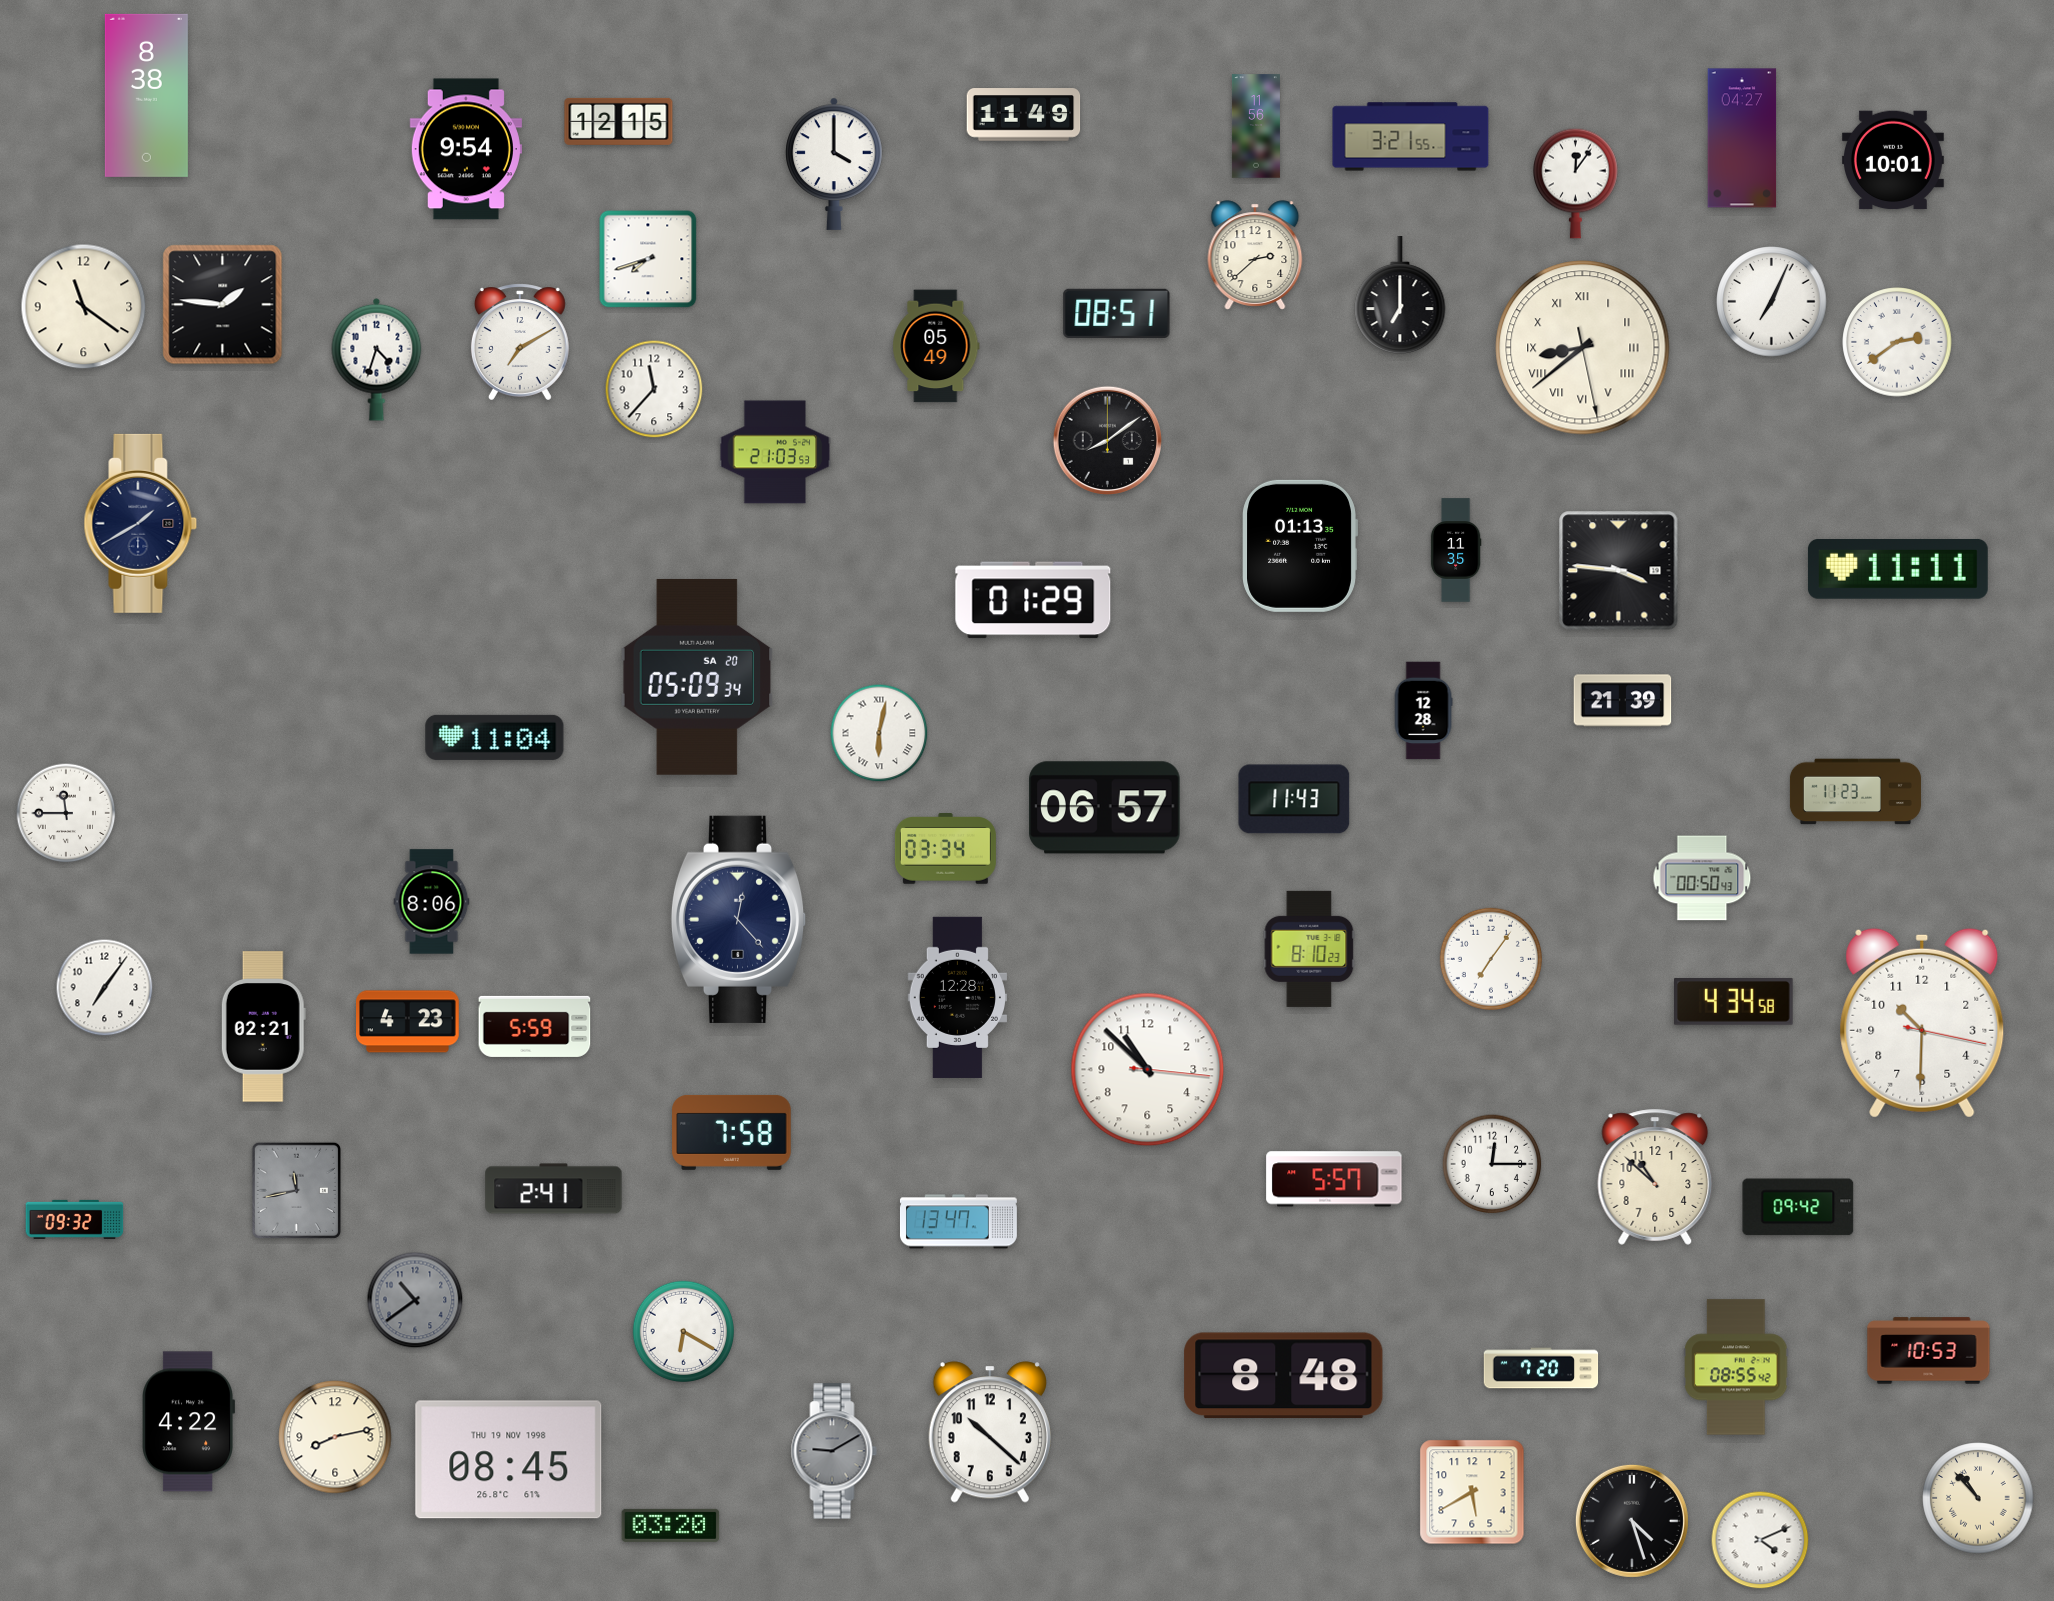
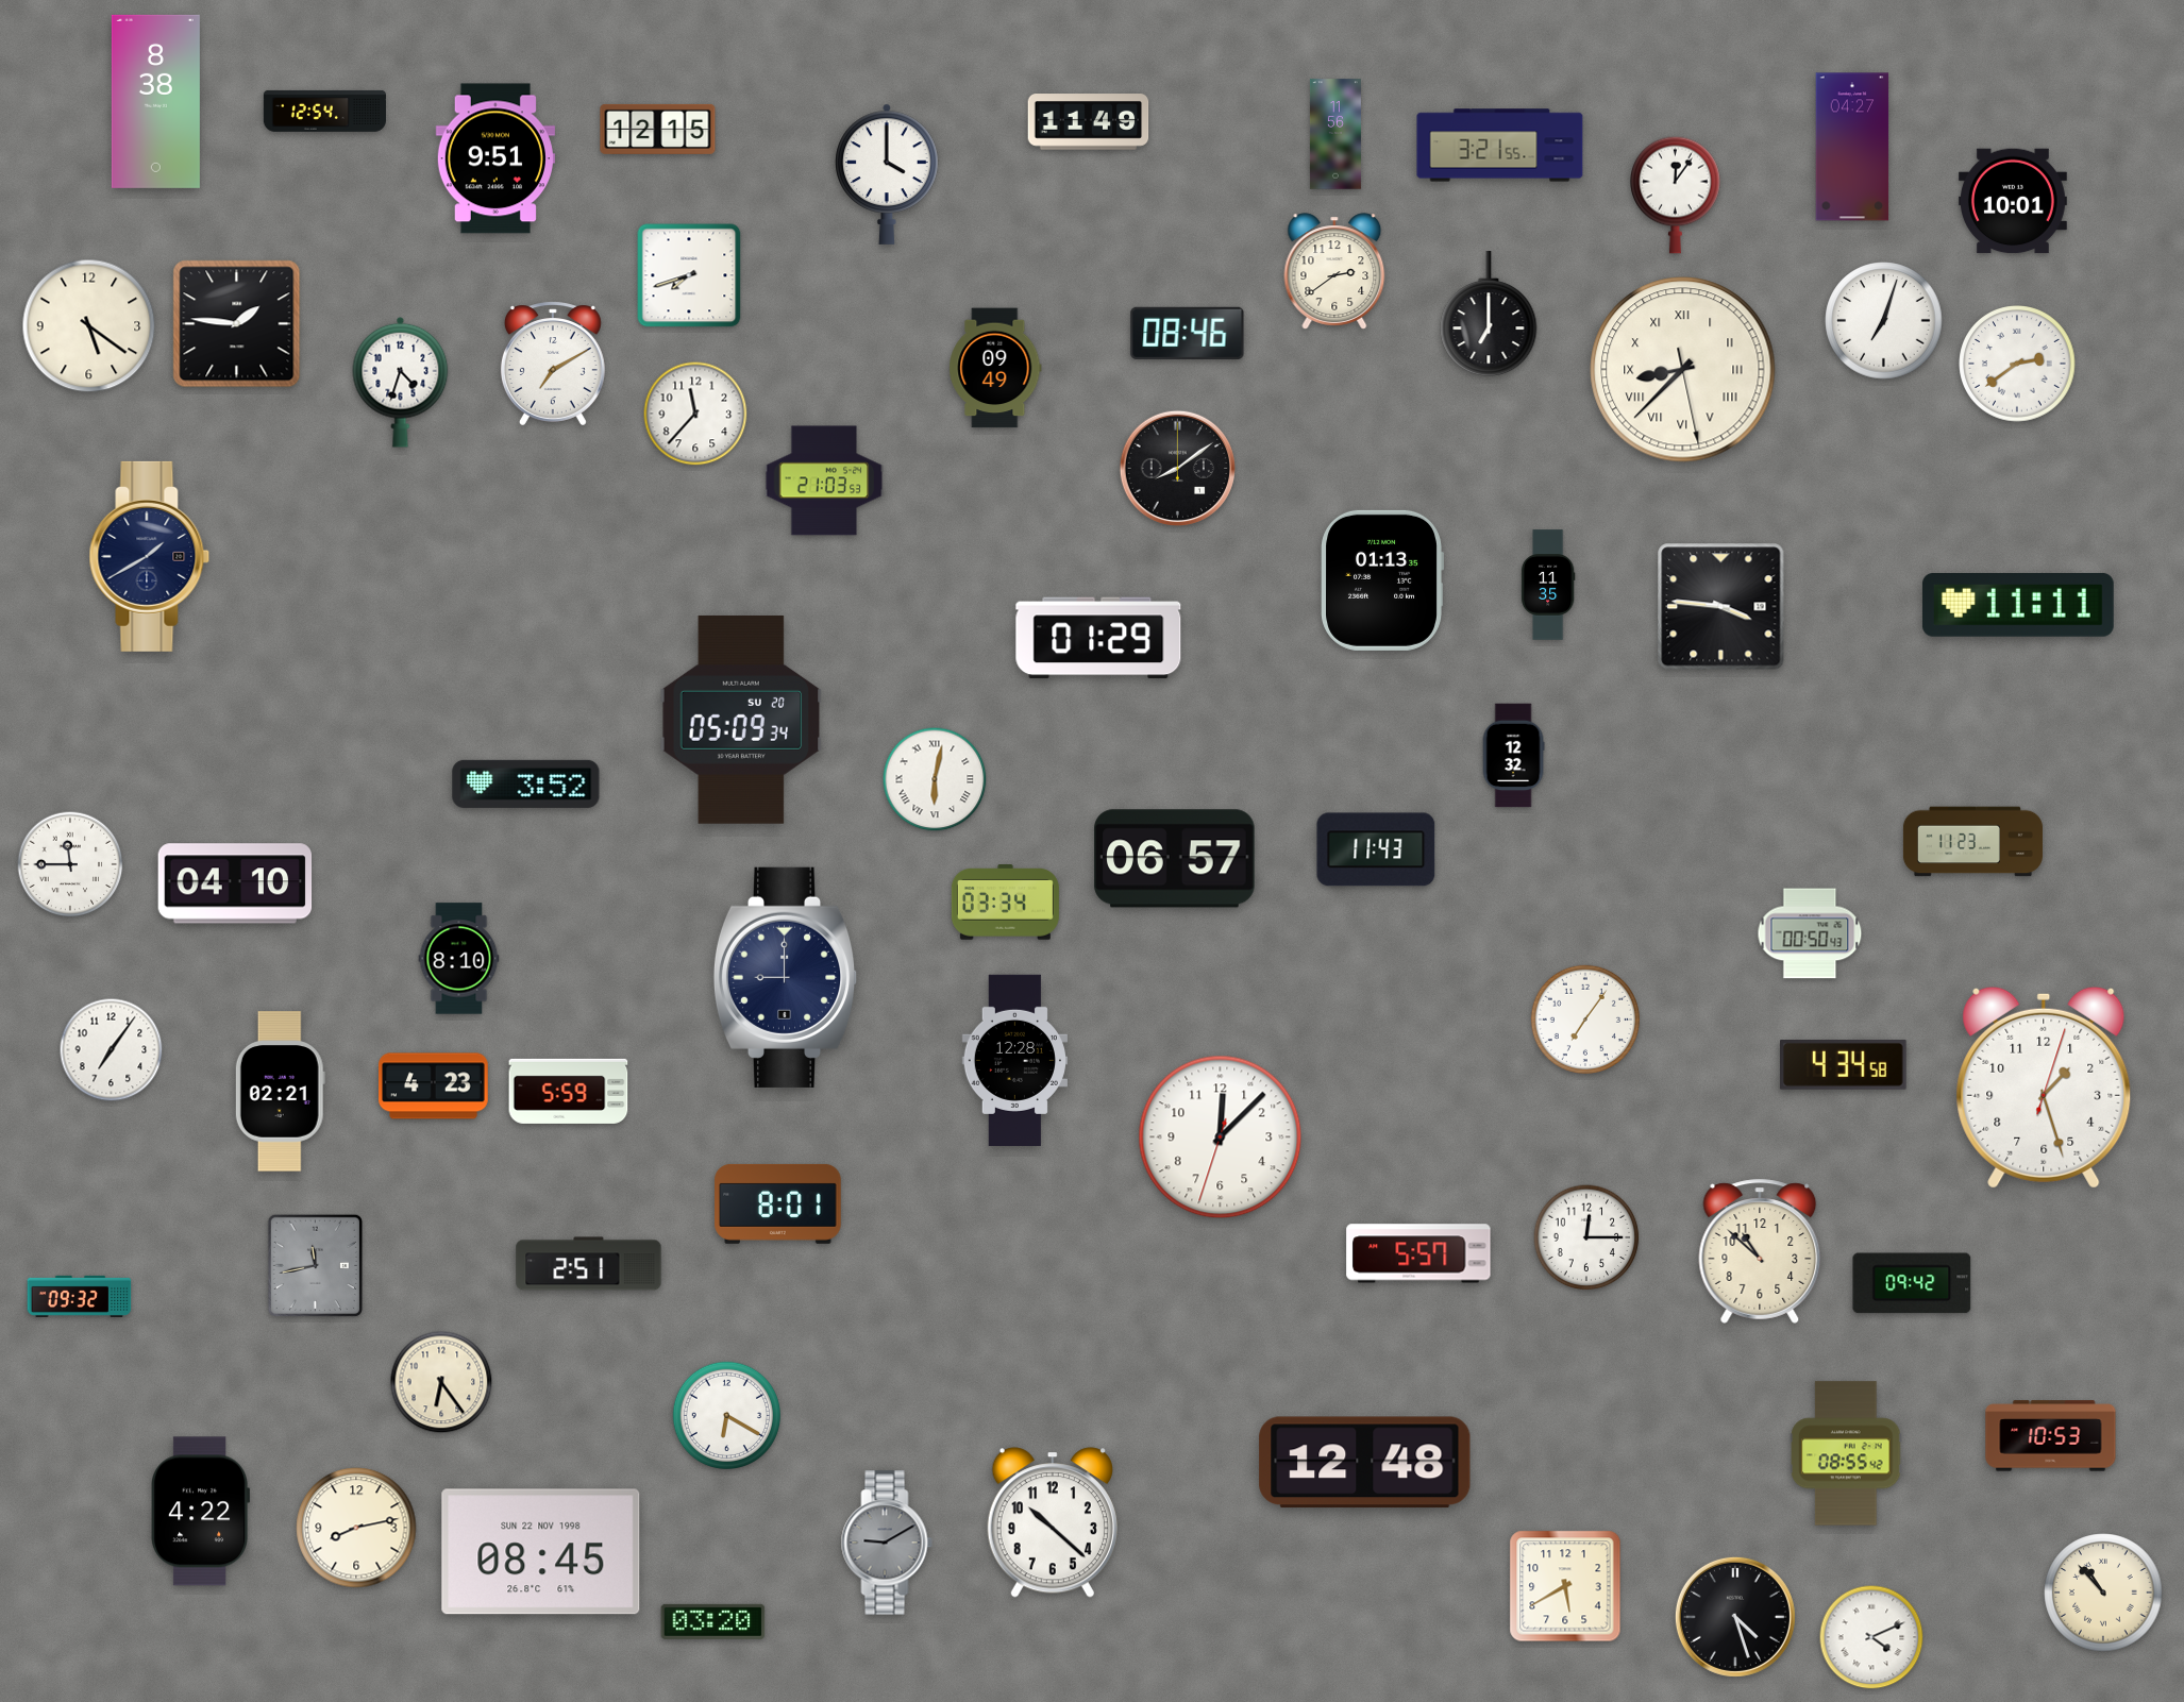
clock at (324, 111): none -> 12:54
clock at (466, 149): 9:54 -> 9:51
clock at (1893, 160) position: (1893, 160) -> (2013, 201)
clock at (1255, 255): 2:38 -> 2:39
clock at (1772, 302): 7:04 -> 7:03
clock at (84, 307): 11:21 -> 5:21
clock at (1117, 313): 08:51 -> 08:46
clock at (936, 346): 05:49 -> 09:49
clock at (1583, 348): 8:38 -> 8:37
clock at (697, 677) date: SA 20 -> SU 20
clock at (1623, 701): 21:39 -> none
clock at (1423, 711): 12:28 -> 12:32
clock at (495, 737): 11:04 -> 3:52
clock at (235, 883): none -> 04:10
clock at (432, 902): 8:06 -> 8:10
clock at (739, 919): 12:23 -> 9:00
clock at (1309, 949): 8:10 -> none
clock at (957, 997) position: (957, 997) -> (1014, 1060)
clock at (1922, 1023): 10:30 -> 1:27
clock at (1148, 1070): 10:52 -> 12:07
clock at (732, 1132): 7:58 -> 8:01
clock at (554, 1189): 2:41 -> 2:51
clock at (958, 1222): 13:47 -> none
clock at (415, 1300): 10:39 -> 6:24
clock at (415, 1300) dial: grey -> cream
clock at (1541, 1368): 7:20 -> none
clock at (1284, 1376): 8:48 -> 12:48
clock at (509, 1460) date: THU 19 NOV 1998 -> SUN 22 NOV 1998
